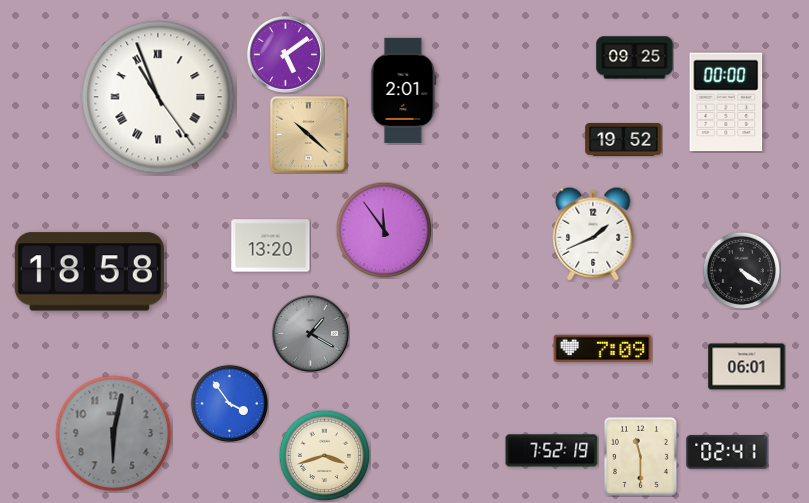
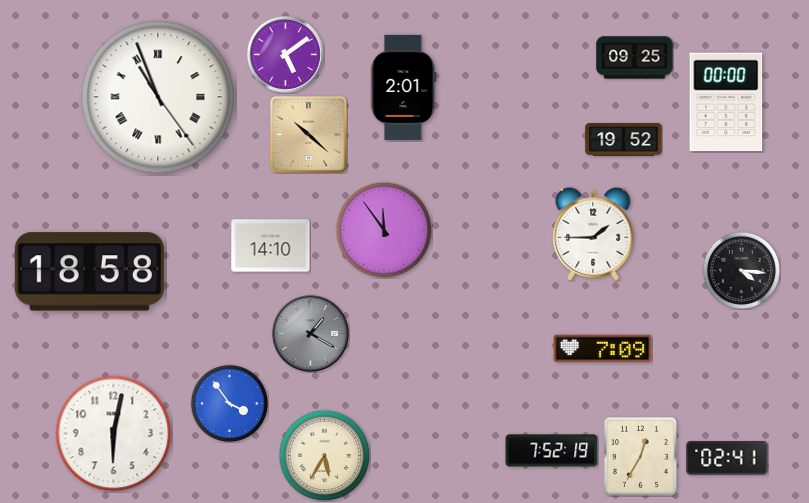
clock at (404, 90) position: (404, 90) -> (404, 87)
clock at (593, 234): 1:41 -> 1:45
clock at (271, 246): 13:20 -> 14:10
clock at (741, 270): 4:21 -> 4:16
clock at (747, 367): 06:01 -> none
clock at (114, 434) dial: grey -> white
clock at (727, 452) position: (727, 452) -> (727, 458)
clock at (324, 455): 3:42 -> 5:35
clock at (640, 456): 11:30 -> 12:35
